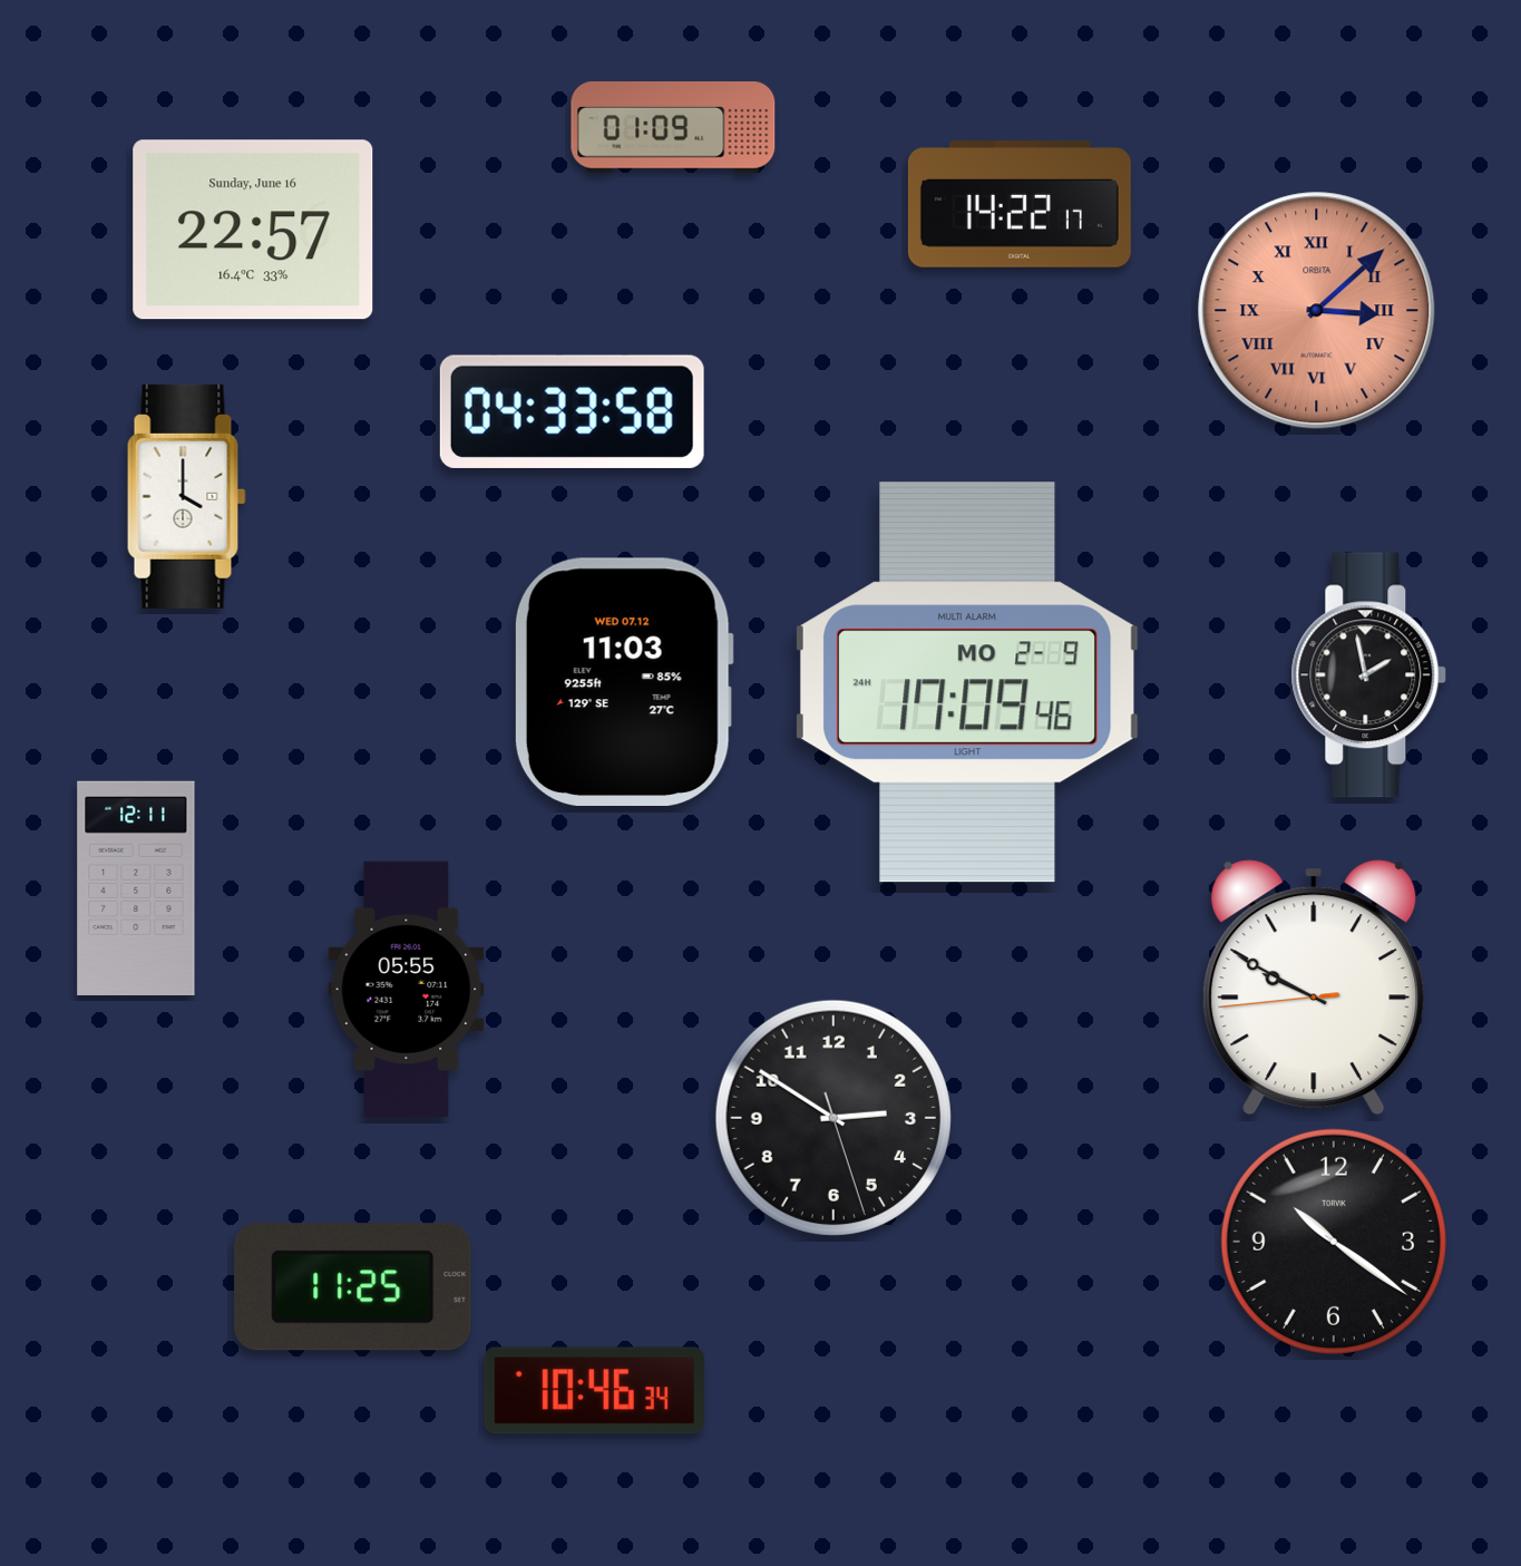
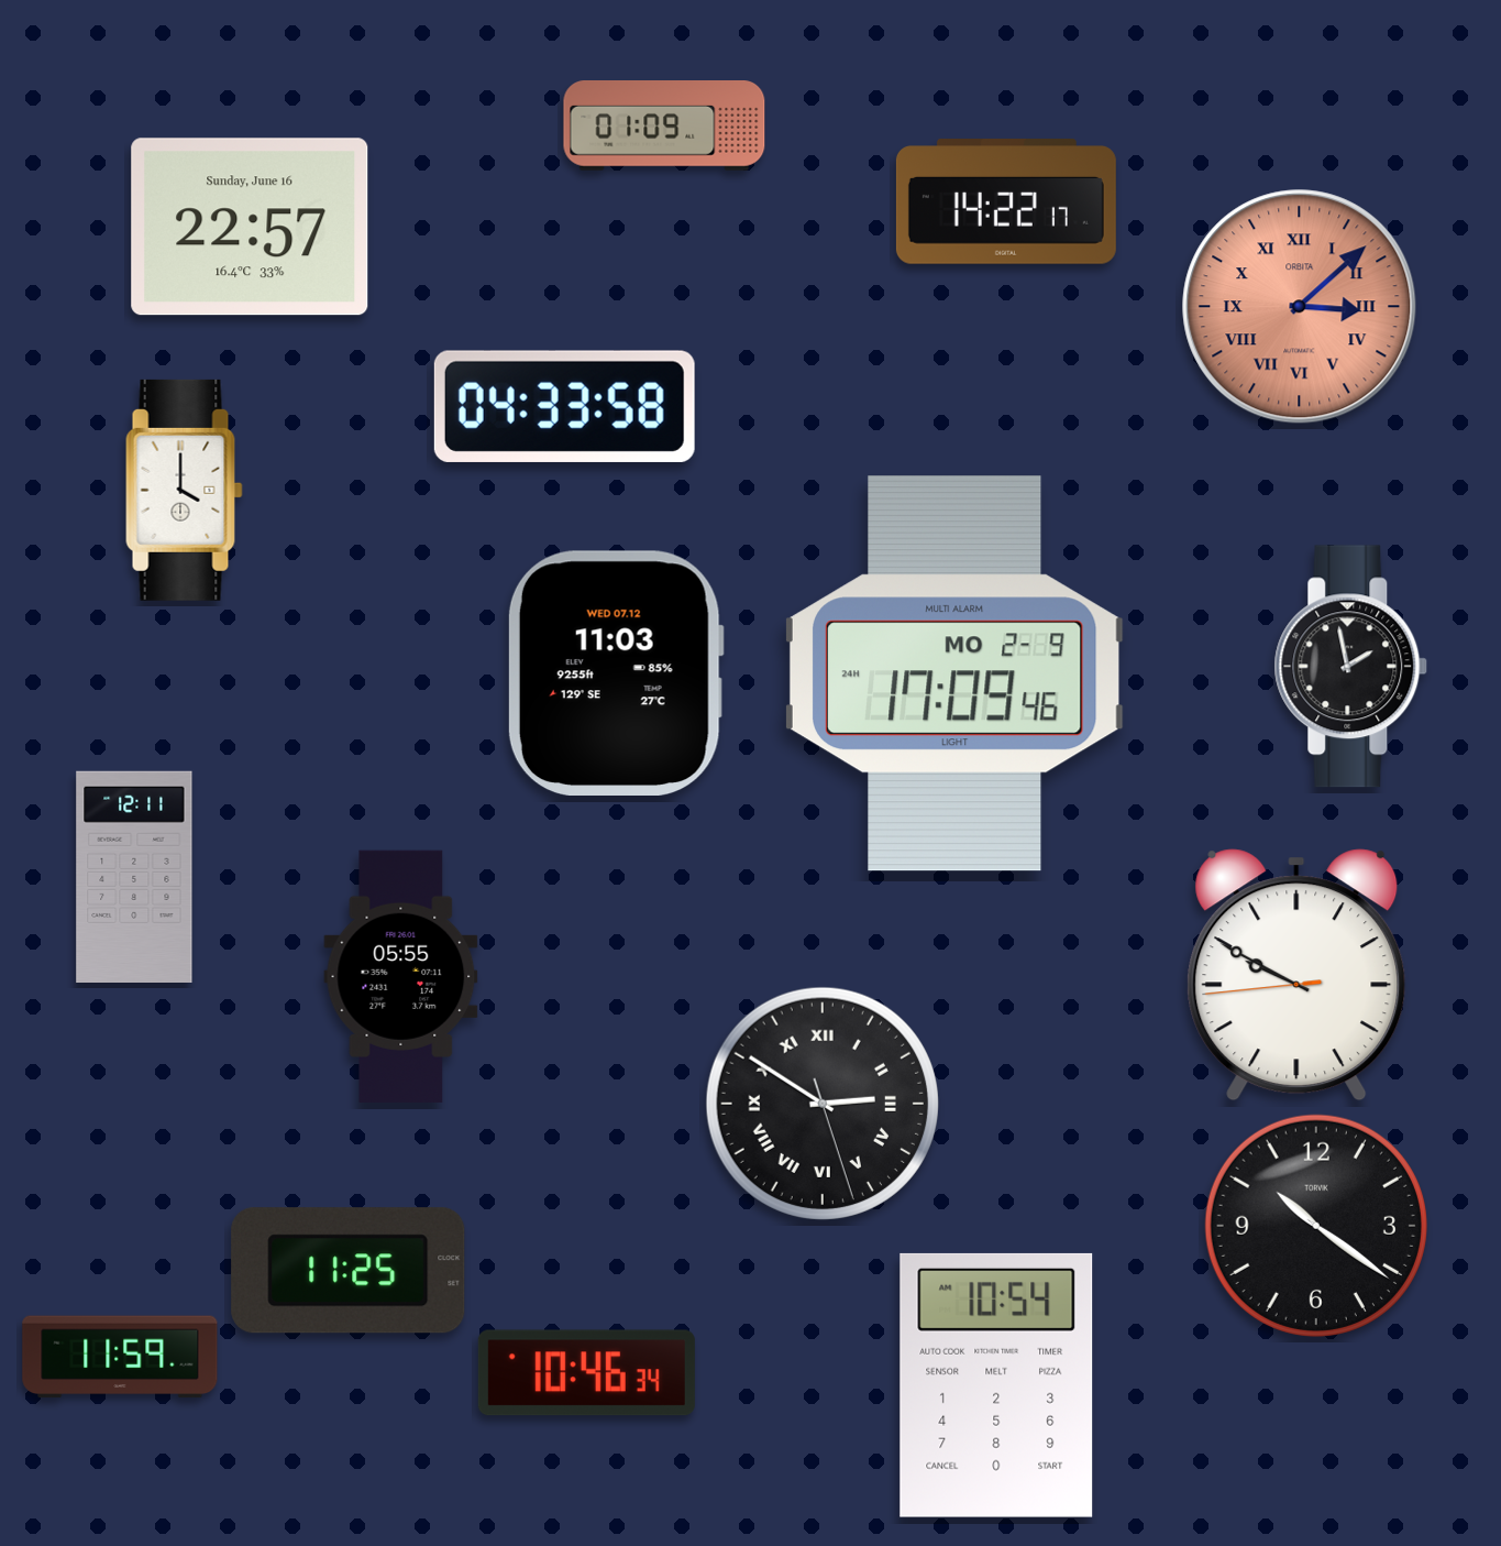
clock at (833, 1118) numerals: Arabic -> Roman
clock at (120, 1357): none -> 11:59
clock at (996, 1385): none -> 10:54
